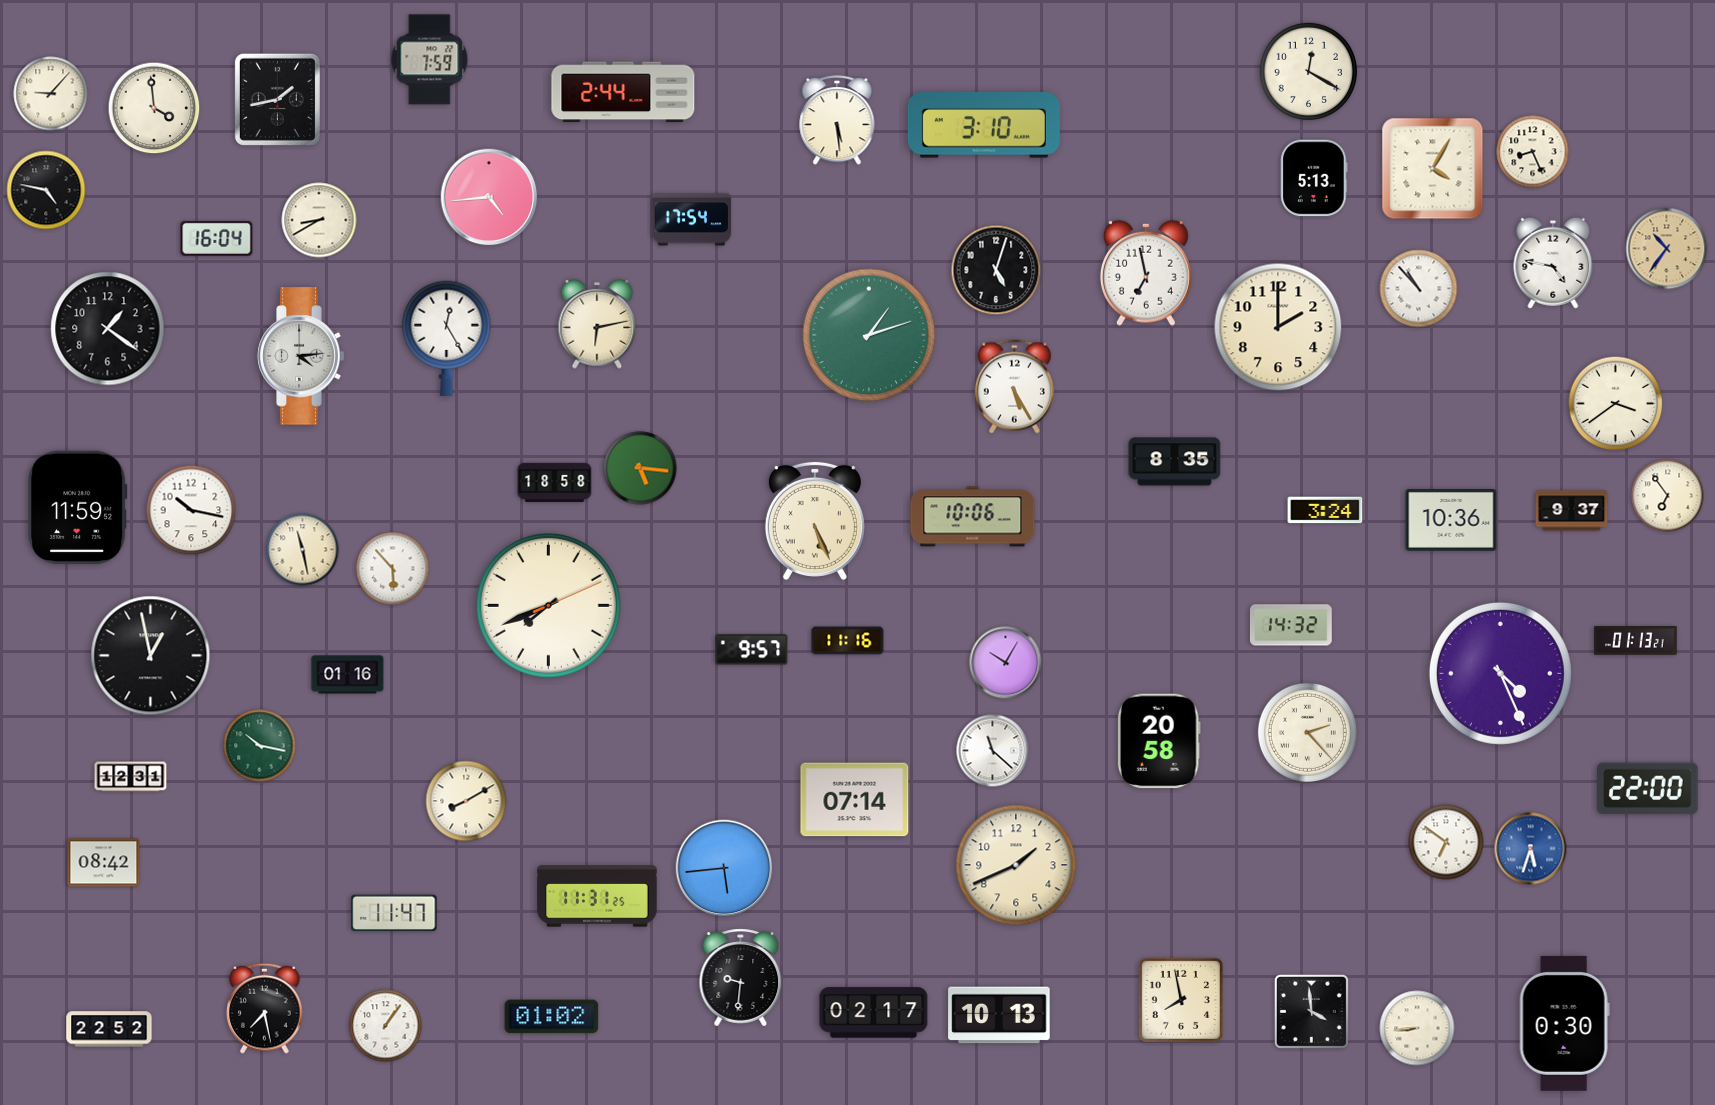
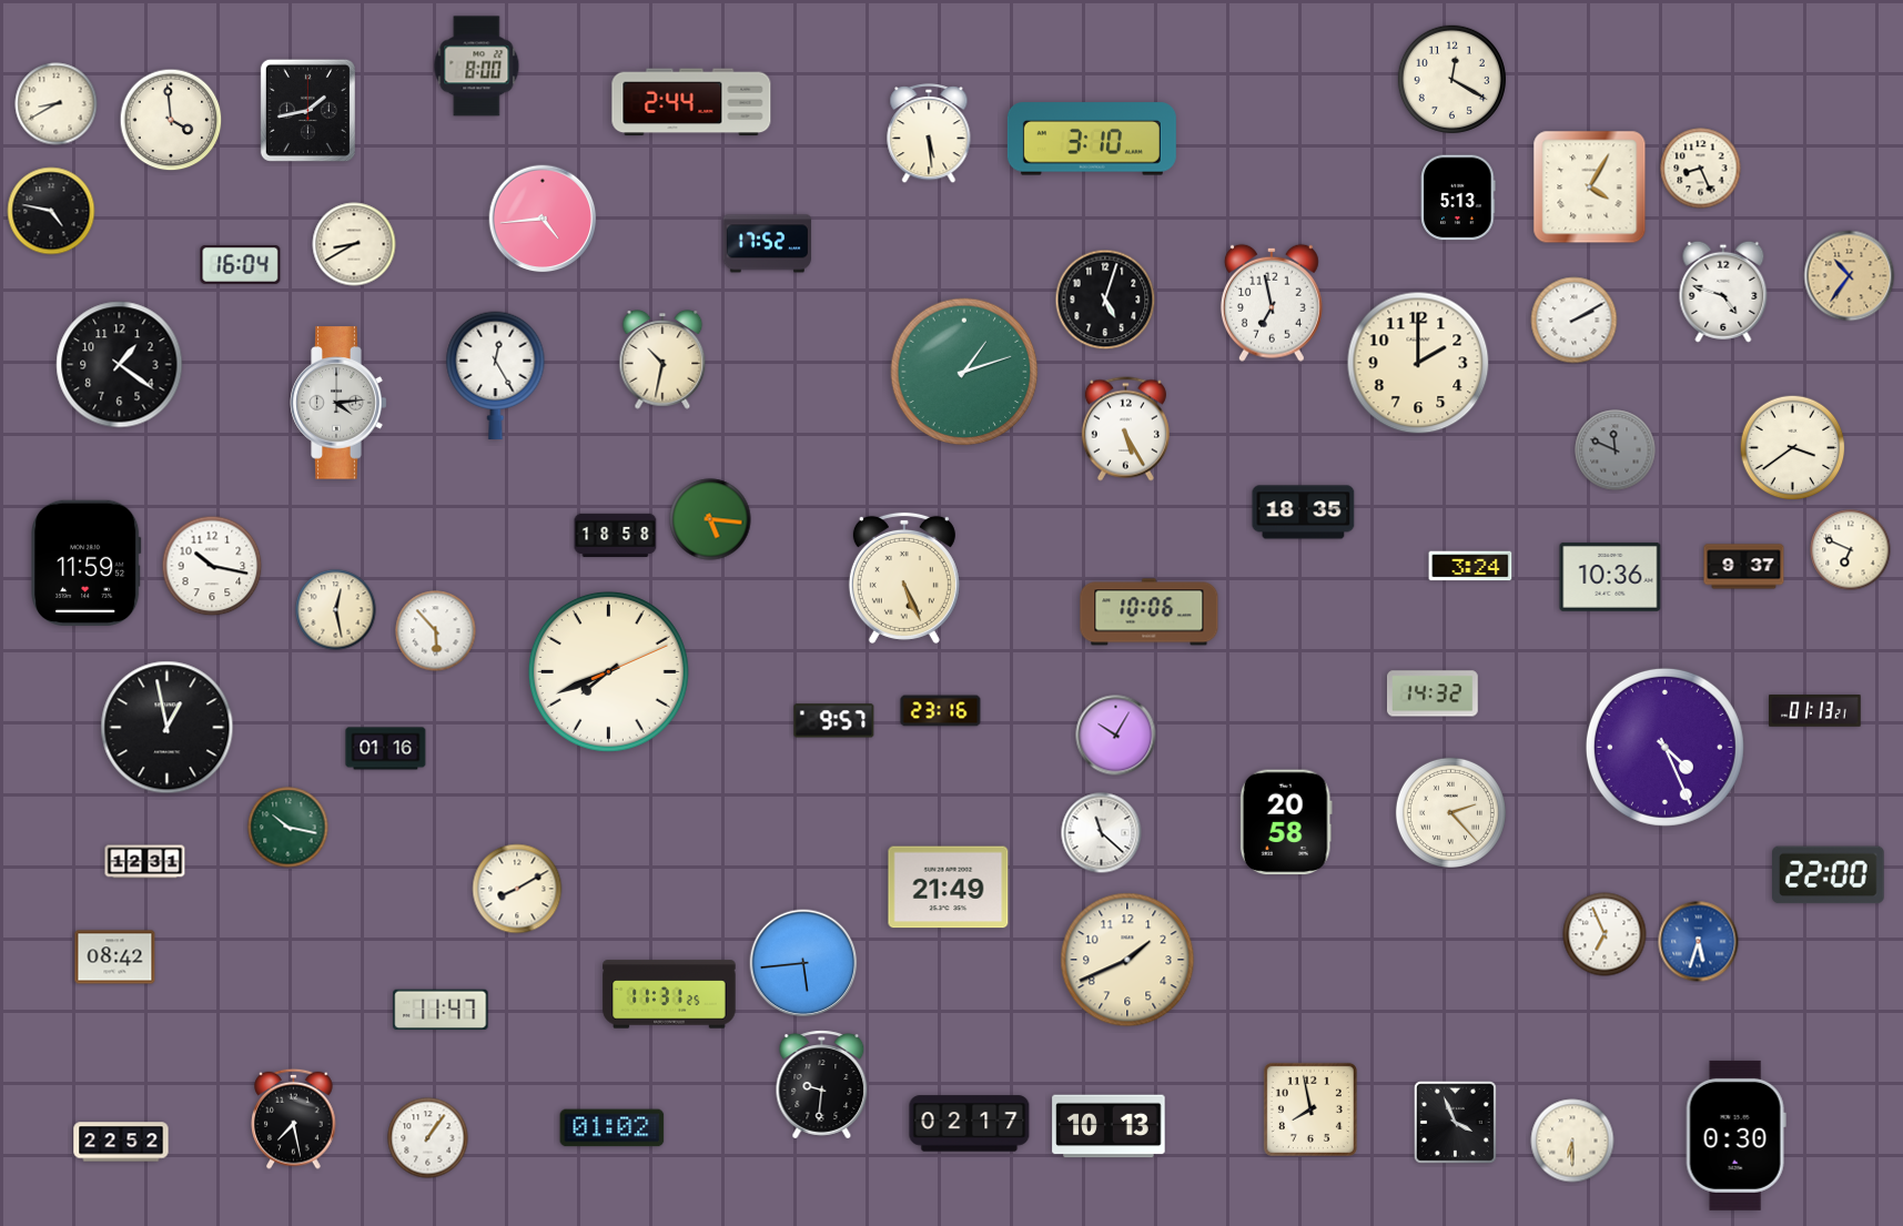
clock at (430, 60): 7:59 -> 8:00
clock at (51, 94): 9:07 -> 8:40
clock at (691, 220): 17:54 -> 17:52
clock at (1553, 263): 4:47 -> 4:48
clock at (1419, 289): 10:53 -> 2:10
clock at (597, 325): 6:13 -> 10:32
clock at (301, 356) position: (301, 356) -> (338, 403)
clock at (1616, 450): none -> 11:49
clock at (1175, 462): 8:35 -> 18:35
clock at (1668, 496): 6:54 -> 6:49
clock at (973, 517) position: (973, 517) -> (1150, 612)
clock at (303, 550): 11:28 -> 12:28
clock at (848, 641): 11:16 -> 23:16
clock at (855, 800): 07:14 -> 21:49
clock at (1446, 842): 6:51 -> 6:56
clock at (597, 896) position: (597, 896) -> (669, 994)
clock at (394, 913) position: (394, 913) -> (441, 1010)
clock at (1311, 1011): 3:59 -> 3:56
clock at (1417, 1028): 8:44 -> 6:30
